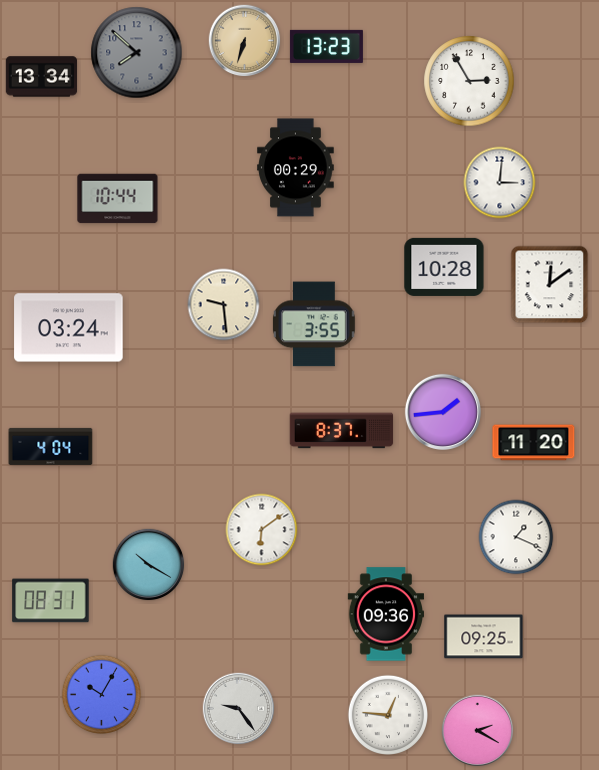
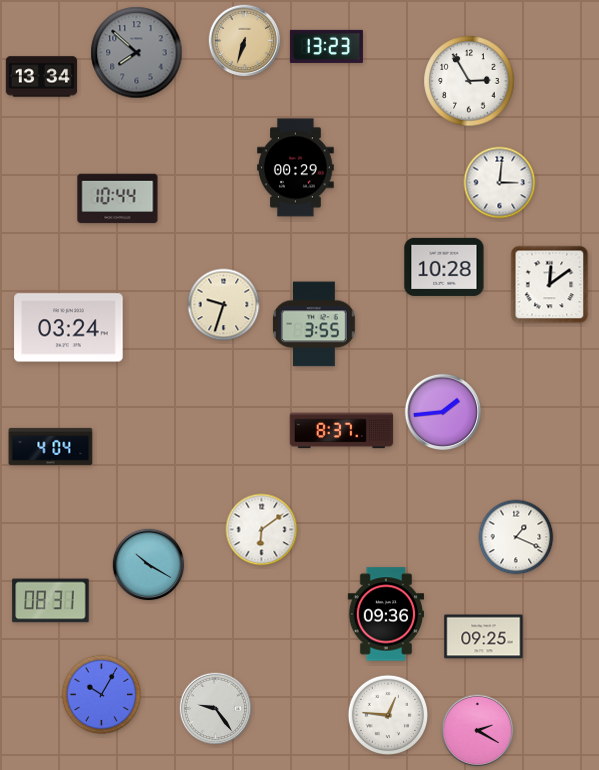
clock at (224, 305): 9:29 -> 9:33
clock at (534, 443): 11:20 -> none
clock at (239, 709) position: (239, 709) -> (216, 709)
